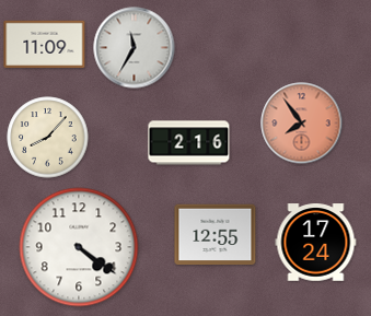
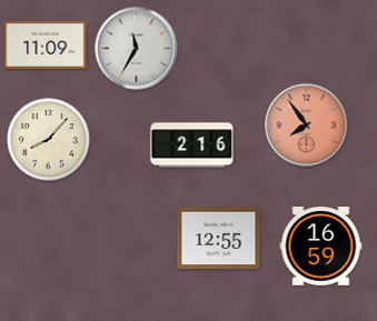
clock at (316, 243): 17:24 -> 16:59
clock at (79, 247): 4:21 -> none
